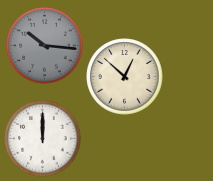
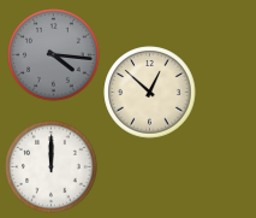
clock at (45, 46): 10:16 -> 4:16
